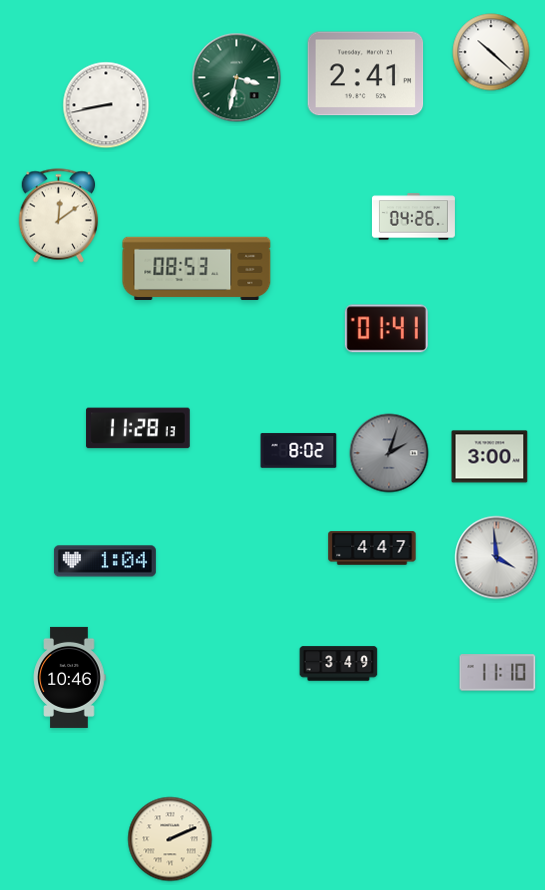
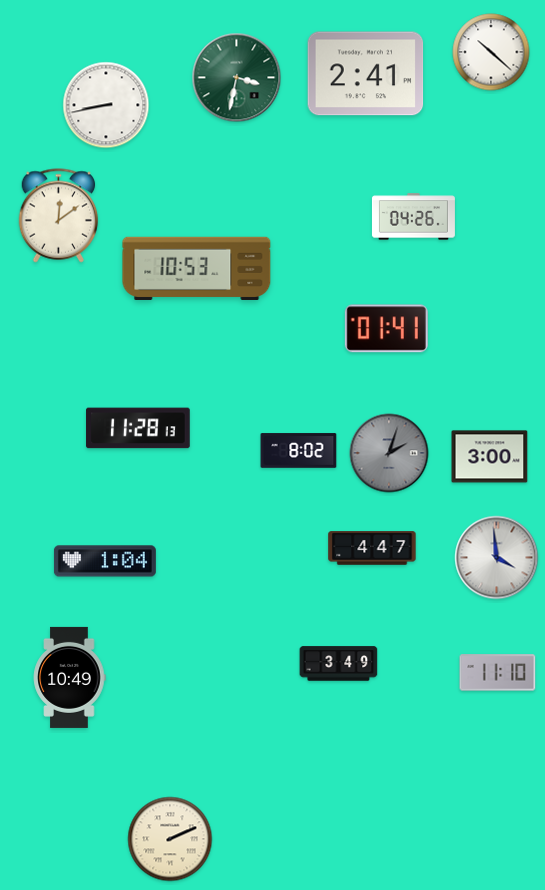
clock at (197, 268): 08:53 -> 10:53
clock at (69, 677): 10:46 -> 10:49
